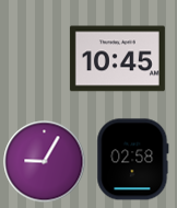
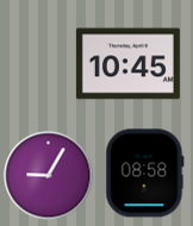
clock at (133, 160): 02:58 -> 08:58
